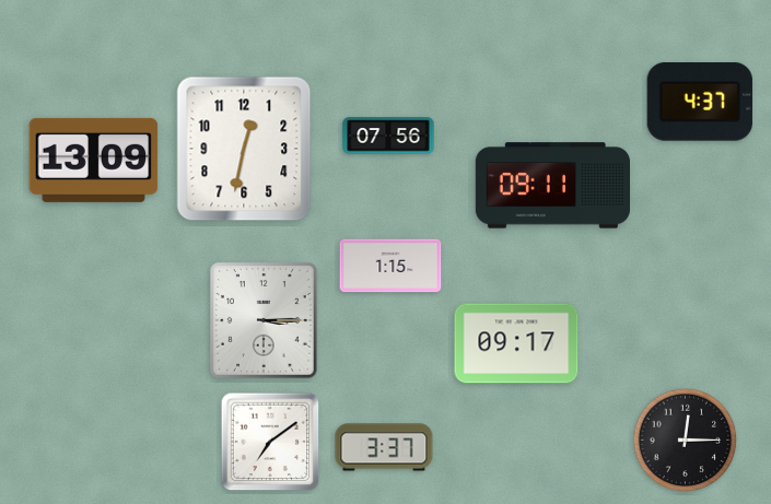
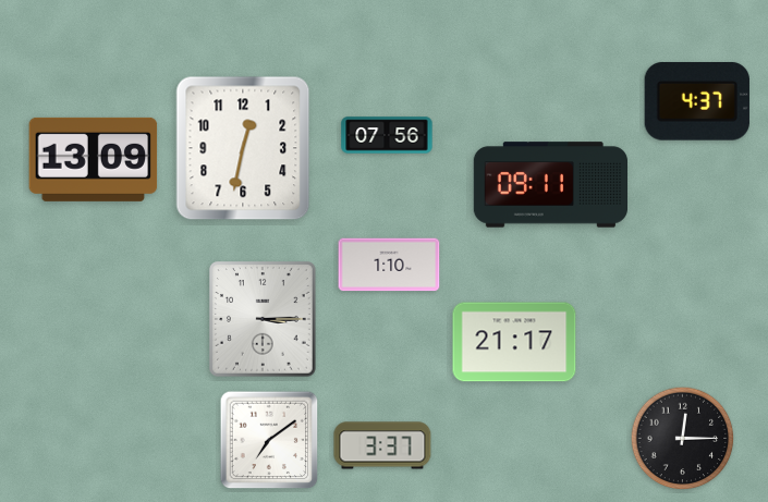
clock at (390, 266): 1:15 -> 1:10
clock at (516, 343): 09:17 -> 21:17
